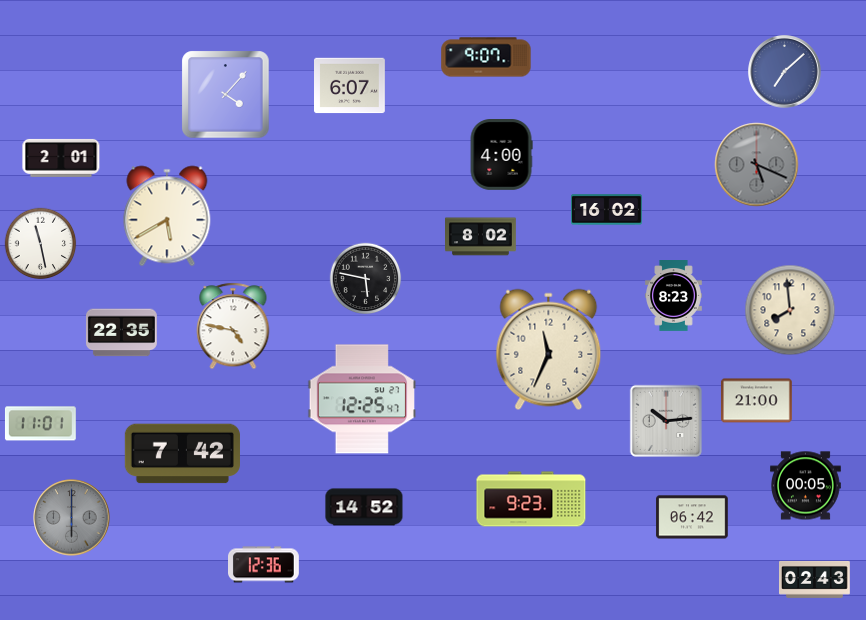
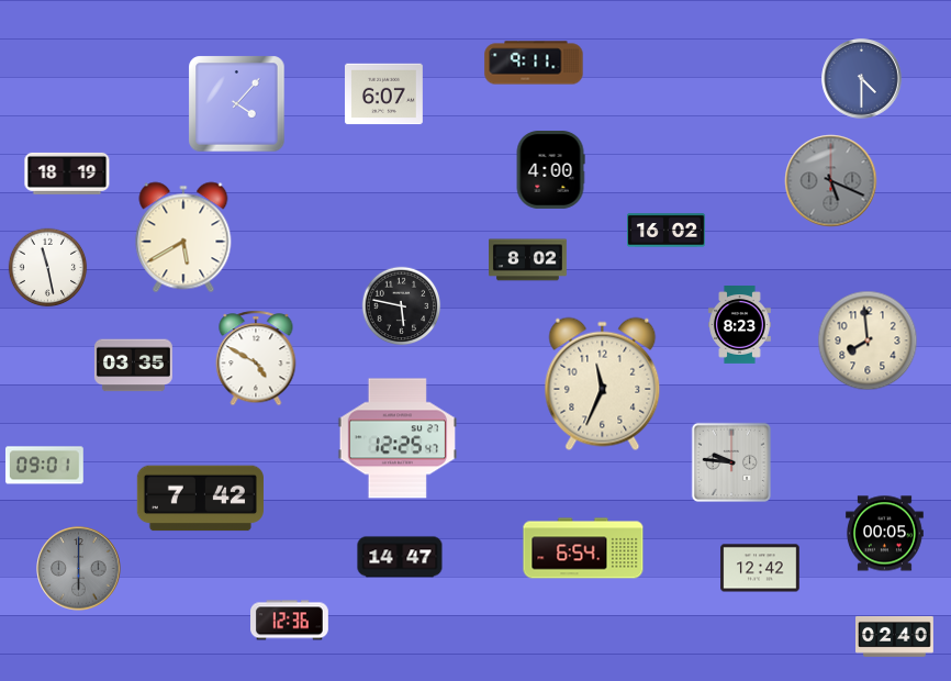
clock at (486, 57): 9:07 -> 9:11
clock at (785, 72): 7:08 -> 4:30
clock at (226, 95) position: (226, 95) -> (237, 104)
clock at (61, 158): 2:01 -> 18:19
clock at (41, 244) position: (41, 244) -> (48, 268)
clock at (233, 326): 4:47 -> 4:50
clock at (121, 333): 22:35 -> 03:35
clock at (756, 401): 21:00 -> none
clock at (666, 421): 10:14 -> 9:46
clock at (40, 424): 11:01 -> 09:01
clock at (531, 499): 9:23 -> 6:54
clock at (364, 507): 14:52 -> 14:47
clock at (692, 517): 06:42 -> 12:42
clock at (815, 580): 02:43 -> 02:40
